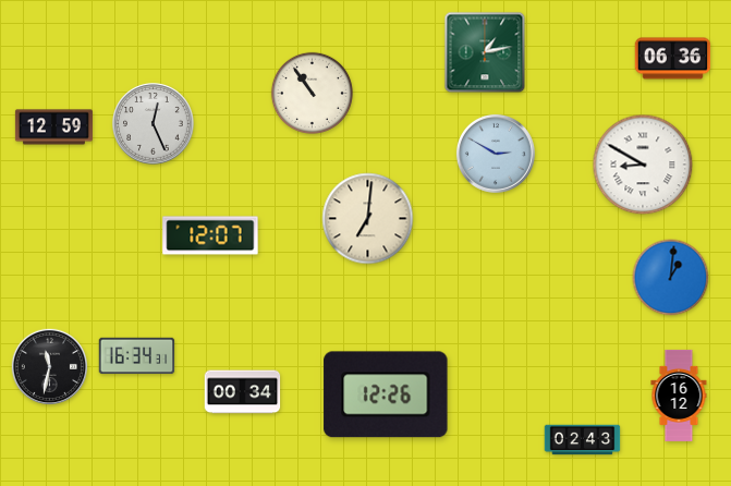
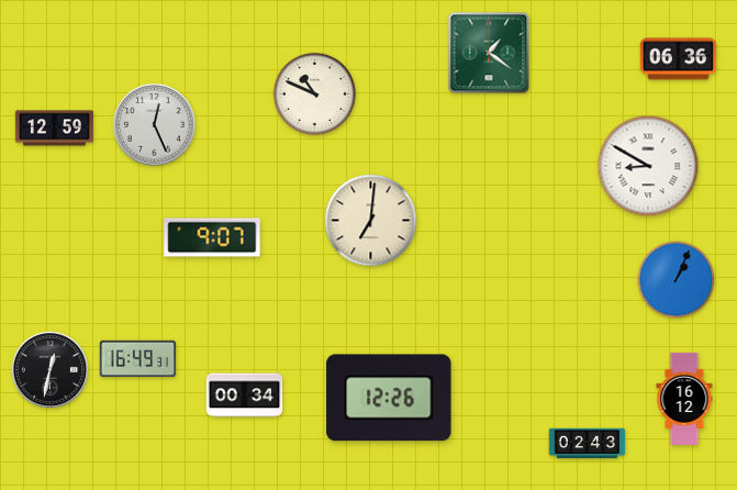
clock at (485, 52): 1:13 -> 1:21
clock at (312, 93): 10:54 -> 10:49
clock at (496, 154): 2:50 -> none
clock at (210, 235): 12:07 -> 9:07
clock at (671, 278): 1:01 -> 1:04
clock at (137, 356): 16:34 -> 16:49
clock at (49, 366): 11:32 -> 12:32
